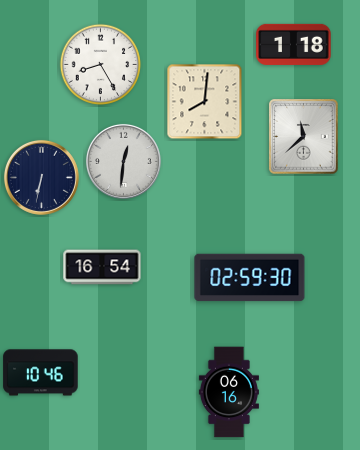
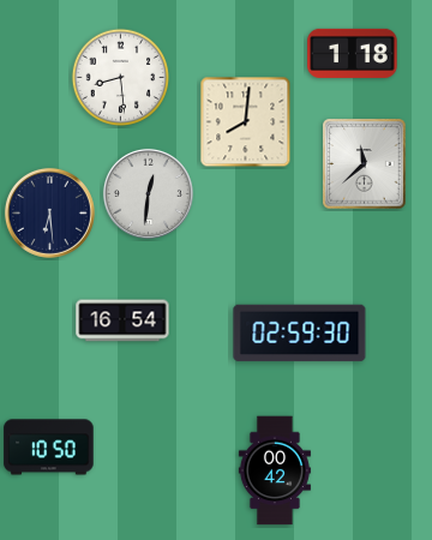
clock at (101, 65): 8:25 -> 8:29
clock at (41, 177): 6:32 -> 6:29
clock at (41, 373): 10:46 -> 10:50
clock at (229, 392): 06:16 -> 00:42
